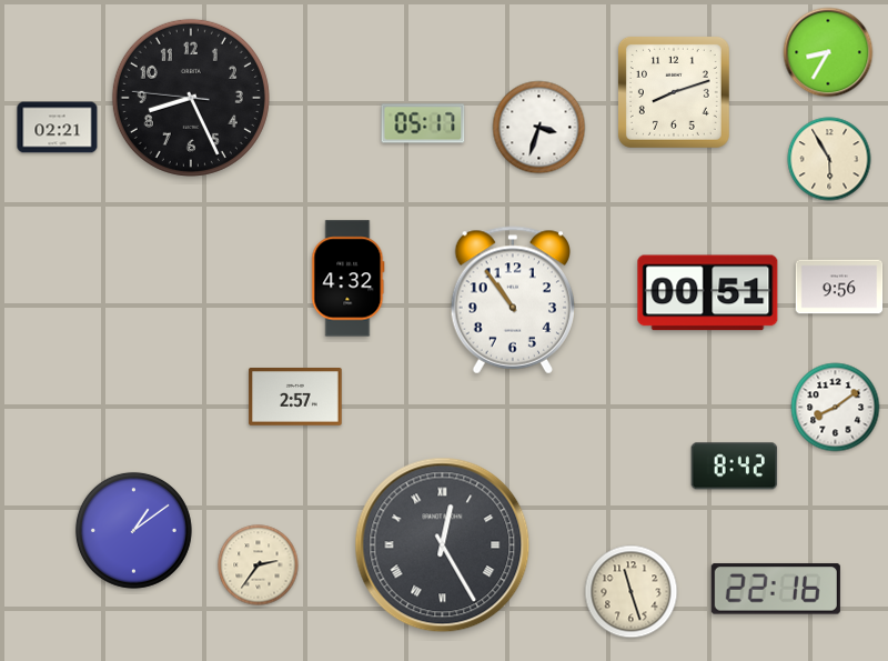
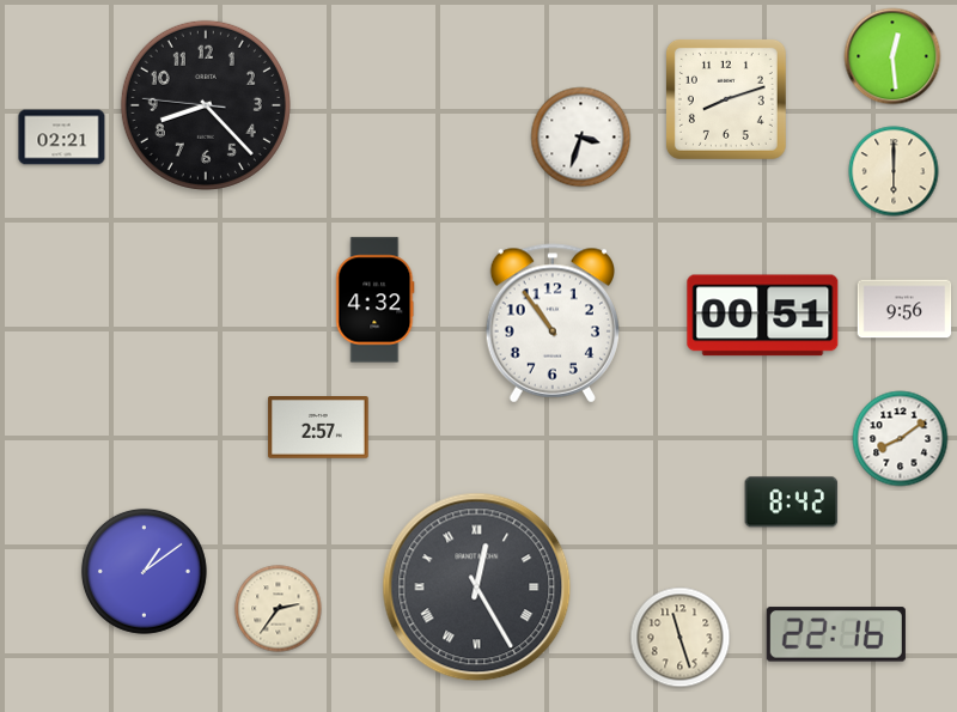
clock at (828, 52): 8:35 -> 12:29
clock at (191, 98): 8:25 -> 8:22
clock at (423, 123): 05:17 -> none
clock at (829, 159): 5:55 -> 6:00
